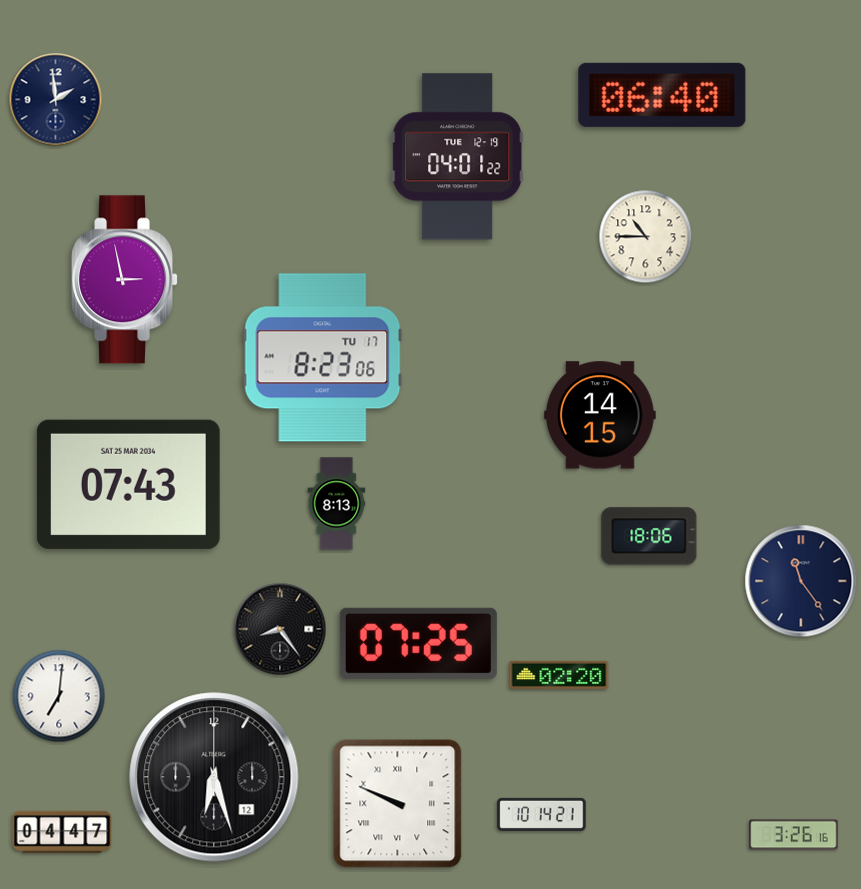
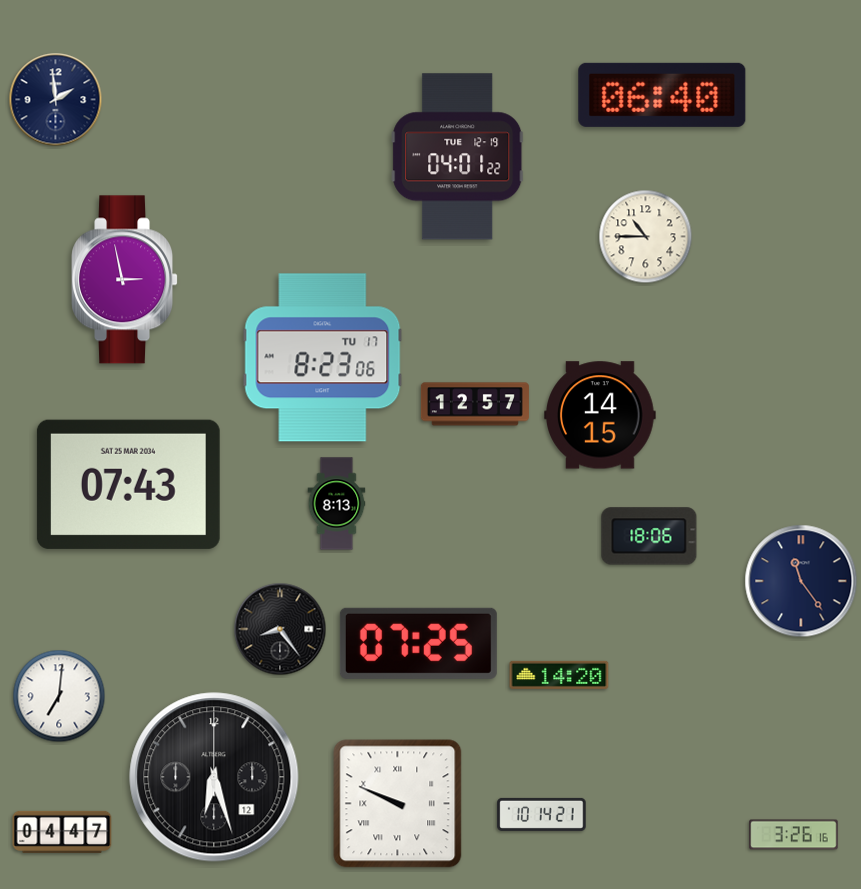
clock at (475, 404): none -> 12:57
clock at (559, 675): 02:20 -> 14:20
